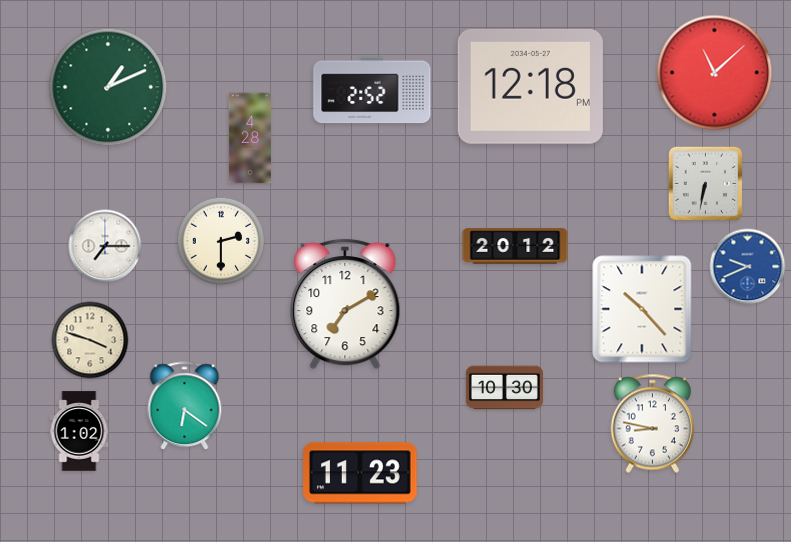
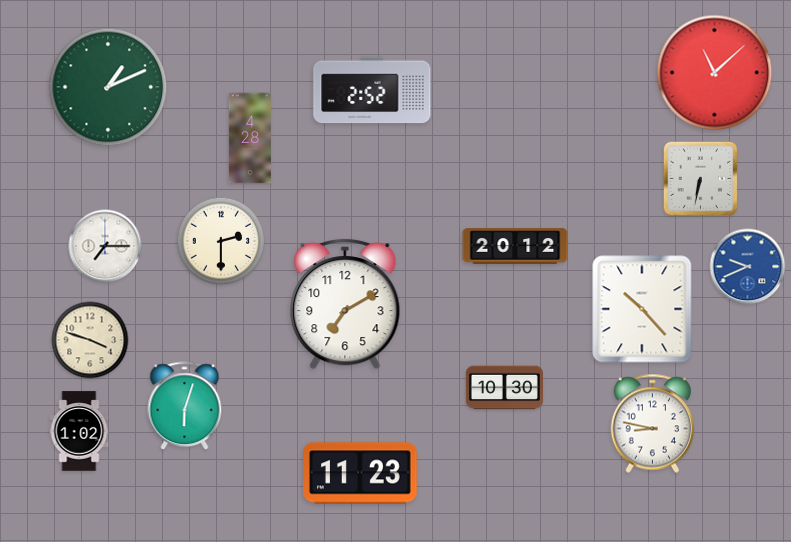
clock at (530, 86): 12:18 -> none
clock at (706, 184) position: (706, 184) -> (701, 179)
clock at (185, 406): 6:21 -> 6:03
